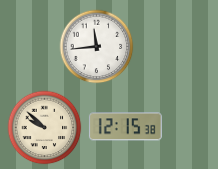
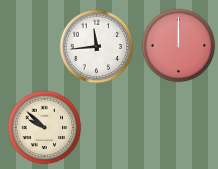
clock at (179, 46): none -> 12:00
clock at (125, 127): 12:15 -> none
